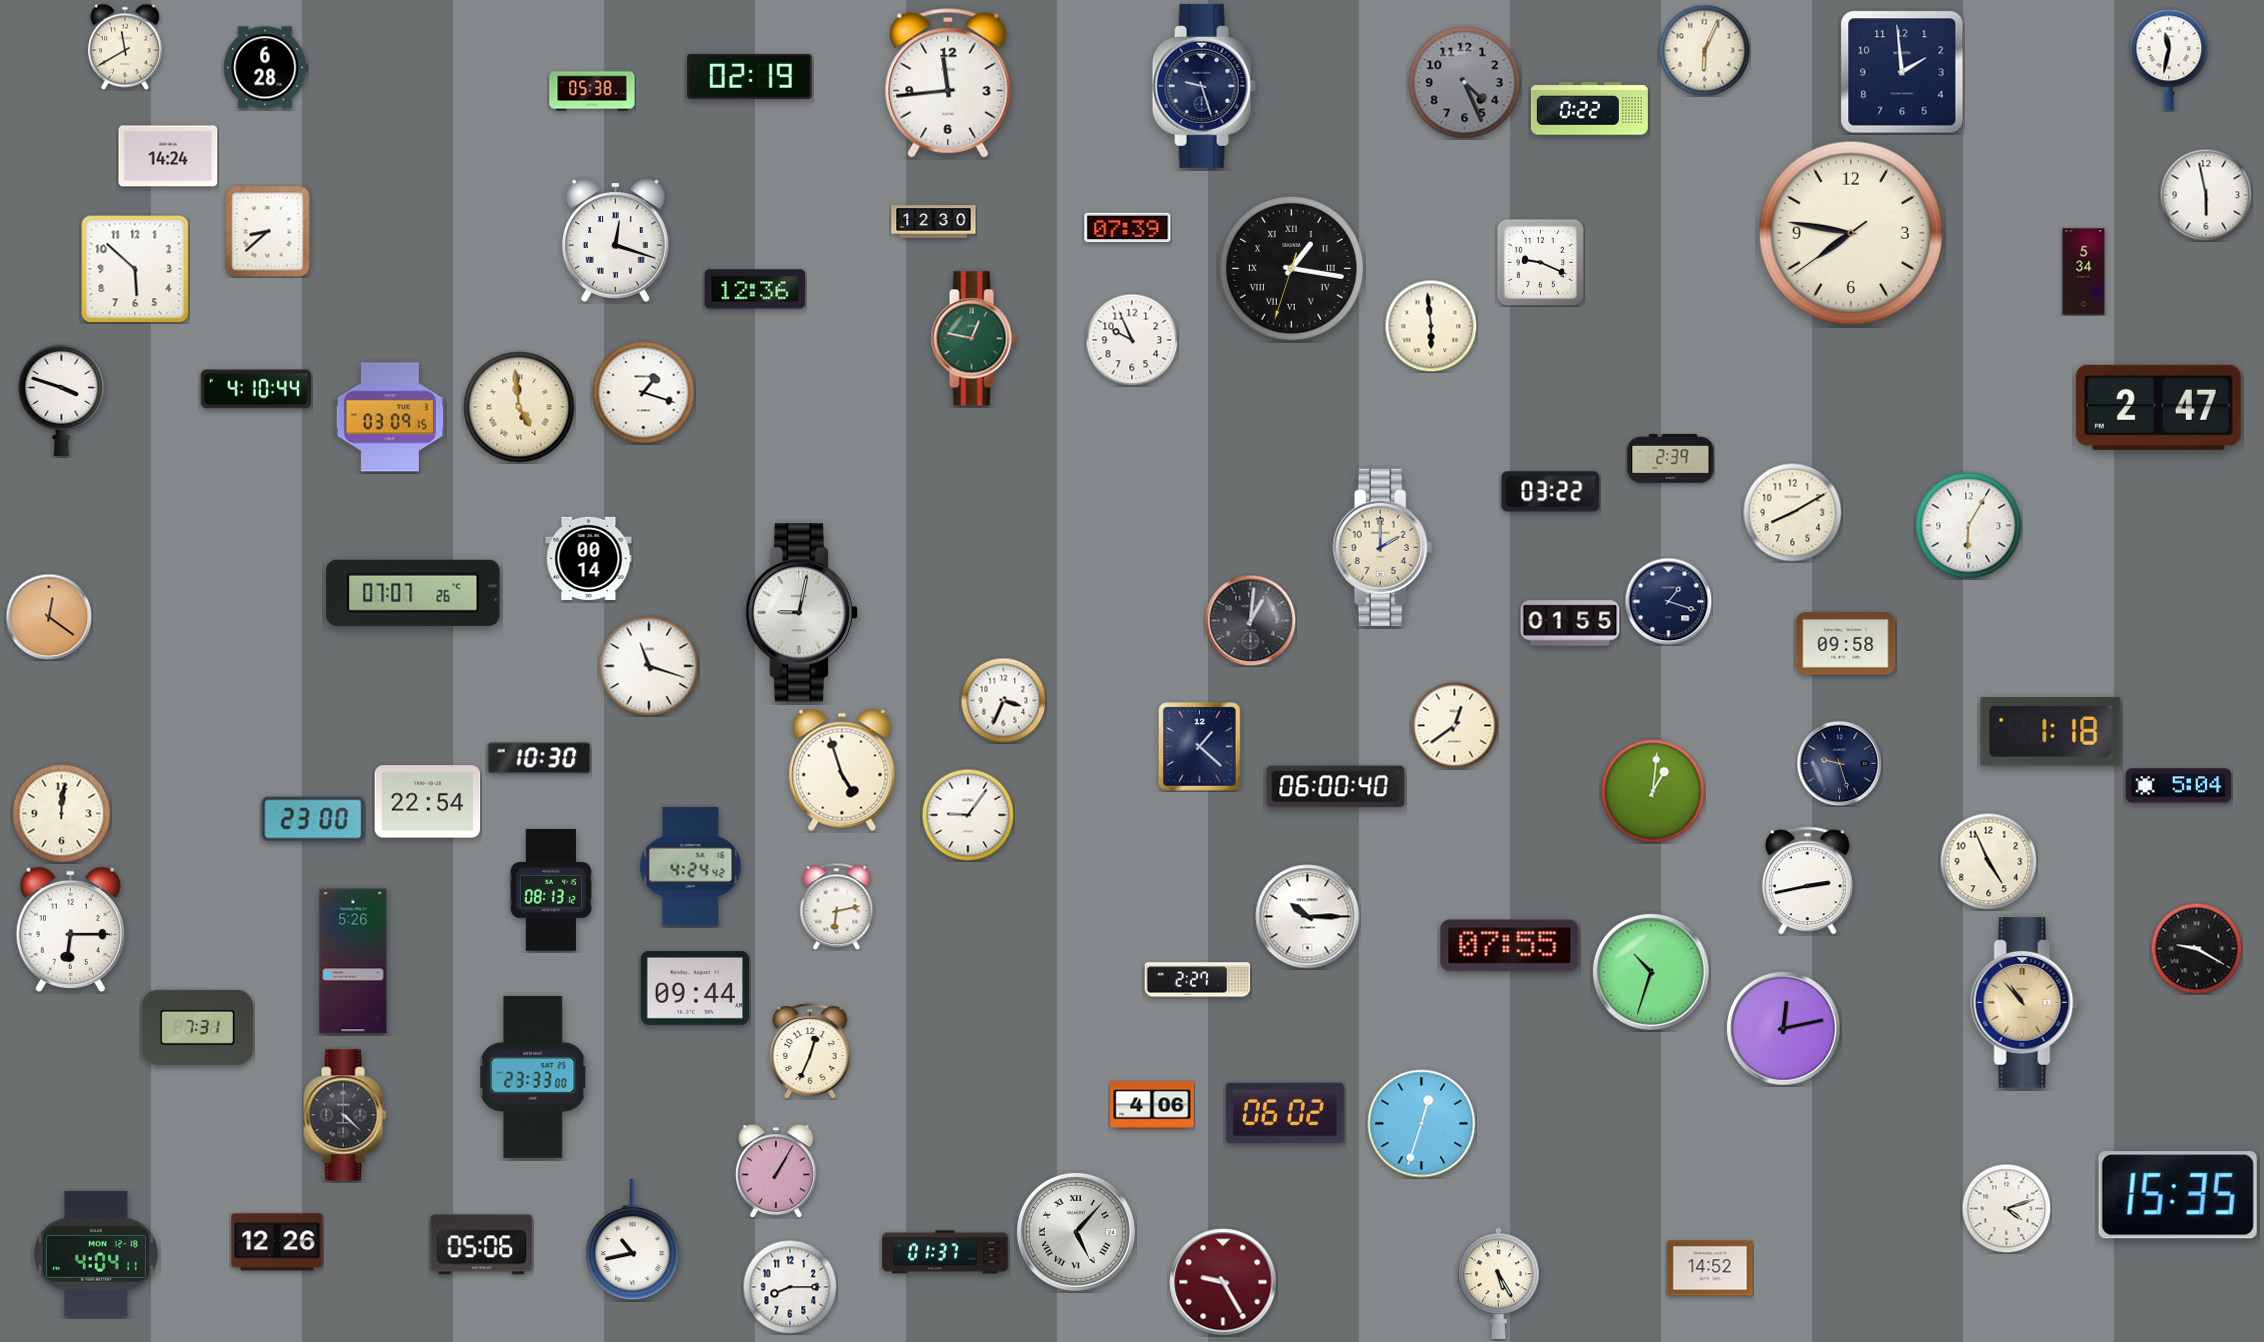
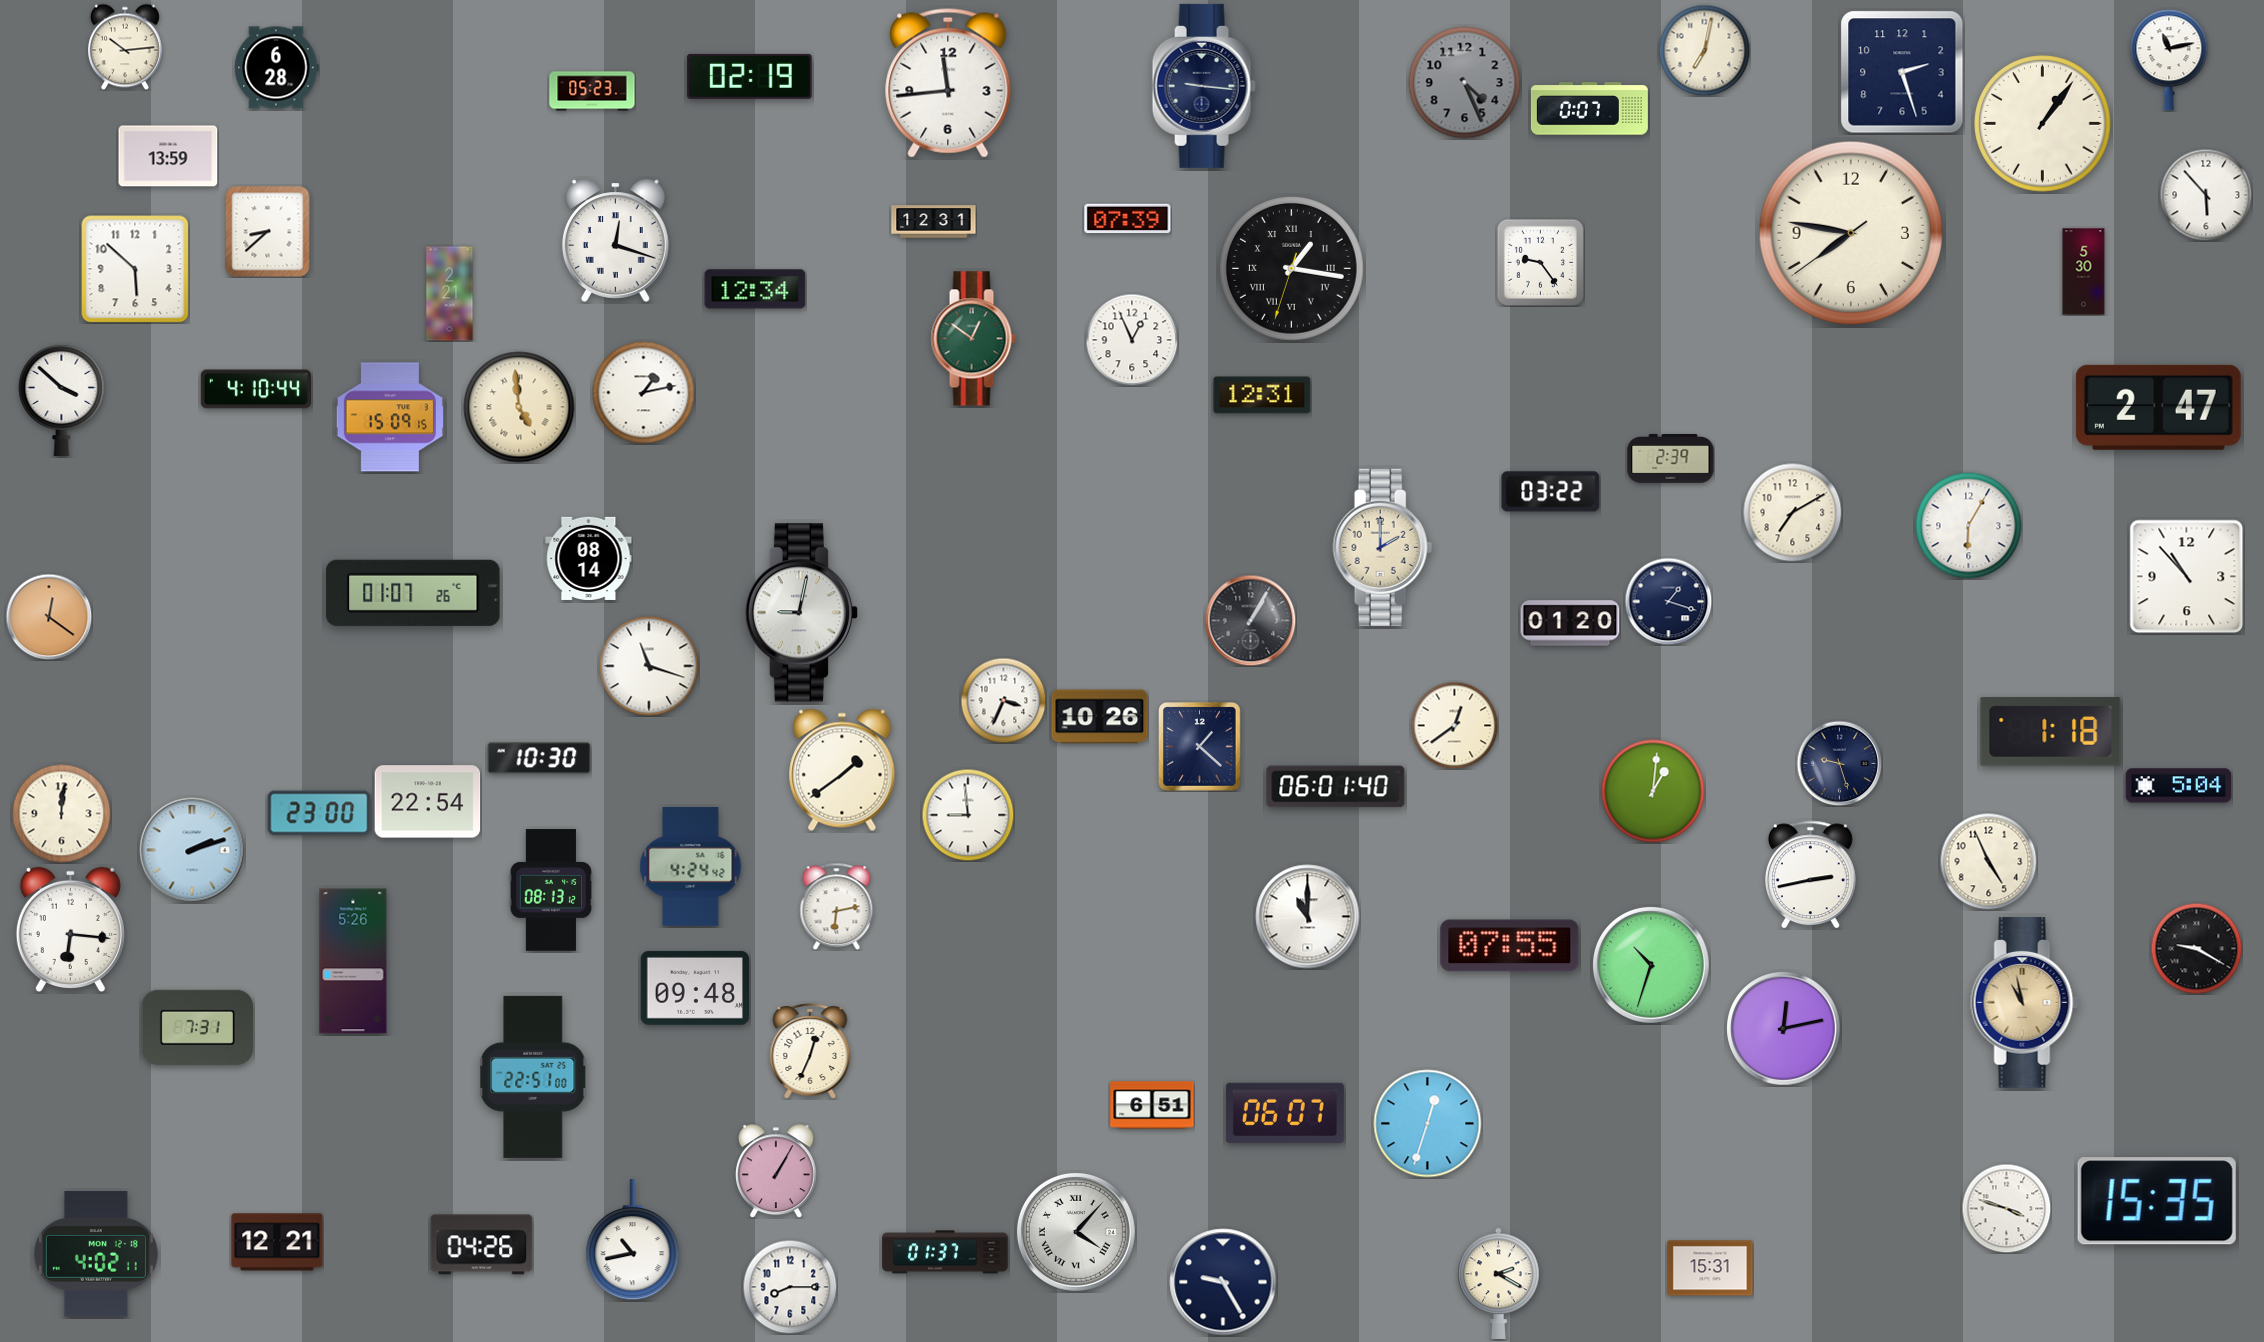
clock at (126, 47): 11:40 -> 10:14
clock at (1704, 50): 6:04 -> 7:02
clock at (2169, 60): 11:32 -> 11:13
clock at (266, 68) position: (266, 68) -> (277, 68)
clock at (1902, 72): 1:59 -> 2:27
clock at (1204, 86): 9:27 -> 9:16
clock at (592, 91): 05:38 -> 05:23
clock at (1589, 109): 0:22 -> 0:07
clock at (2043, 124): none -> 1:06
clock at (168, 156): 14:24 -> 13:59
clock at (2206, 195): 5:58 -> 5:53
clock at (934, 222): 12:30 -> 12:31
clock at (1128, 228) position: (1128, 228) -> (1128, 219)
clock at (1540, 262): 9:19 -> 9:24
clock at (2084, 272): 5:34 -> 5:30
clock at (755, 289): 12:36 -> 12:34
clock at (450, 294): none -> 2:21
clock at (1431, 326): 5:59 -> none
clock at (973, 339): 12:47 -> 12:51
clock at (1132, 340): 9:56 -> 12:56
clock at (644, 393): 1:18 -> 1:13
clock at (1262, 395): none -> 12:31
clock at (62, 400): 3:48 -> 3:52
clock at (389, 417): 03:09 -> 15:09
clock at (1793, 513): 8:10 -> 7:10
clock at (589, 558): 00:14 -> 08:14
clock at (2187, 577): none -> 10:53
clock at (413, 593): 07:07 -> 01:07
clock at (1250, 620): 1:01 -> 1:05
clock at (1570, 623): 01:55 -> 01:20
clock at (1846, 644): 09:58 -> none
clock at (1100, 717): none -> 10:26
clock at (842, 770): 4:57 -> 1:39
clock at (1336, 787): 06:00 -> 06:01
clock at (968, 815): 9:06 -> 8:59
clock at (313, 819) position: (313, 819) -> (319, 813)
clock at (192, 850): none -> 2:12
clock at (1807, 881) position: (1807, 881) -> (1810, 875)
clock at (1308, 917): 10:15 -> 11:00
clock at (70, 929): 6:15 -> 6:16
clock at (1651, 972) position: (1651, 972) -> (1651, 965)
clock at (1198, 980): 2:27 -> none
clock at (695, 988): 09:44 -> 09:48
clock at (2025, 1003): 10:53 -> 10:58
clock at (534, 1077): 23:33 -> 22:51
clock at (1152, 1105): 4:06 -> 6:51
clock at (1285, 1112): 06:02 -> 06:07
clock at (345, 1115): 4:22 -> none
clock at (1422, 1124) position: (1422, 1124) -> (1428, 1124)
clock at (2178, 1195) position: (2178, 1195) -> (2157, 1201)
clock at (2006, 1208): 4:12 -> 3:48
clock at (1076, 1232): 5:07 -> 4:07
clock at (277, 1242): 12:26 -> 12:21
clock at (482, 1245): 05:06 -> 04:26
clock at (96, 1254): 4:04 -> 4:02
clock at (1710, 1268): 14:52 -> 15:31
clock at (1223, 1282) dial: burgundy -> navy
clock at (1499, 1283): 5:25 -> 2:20
